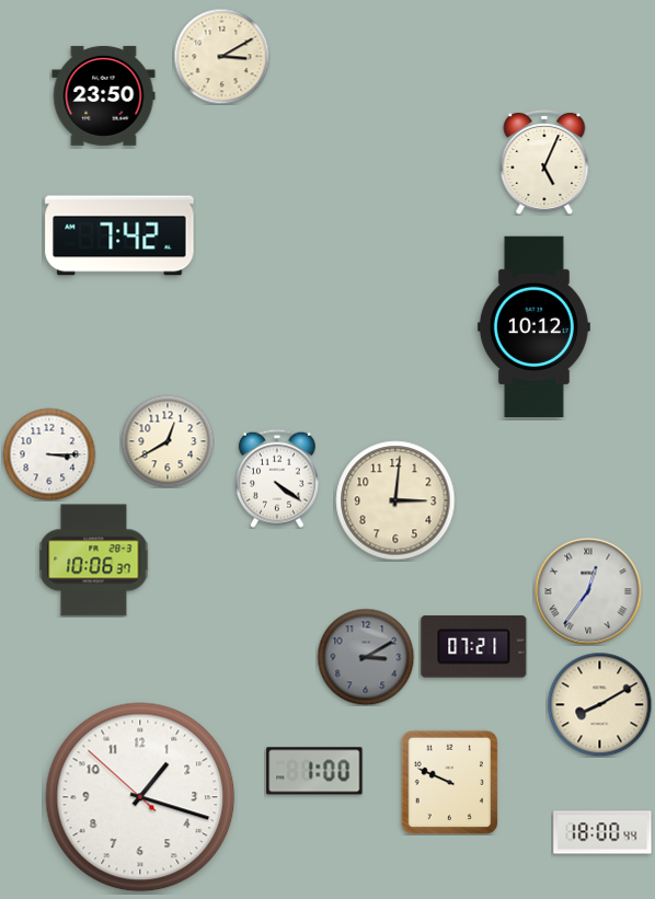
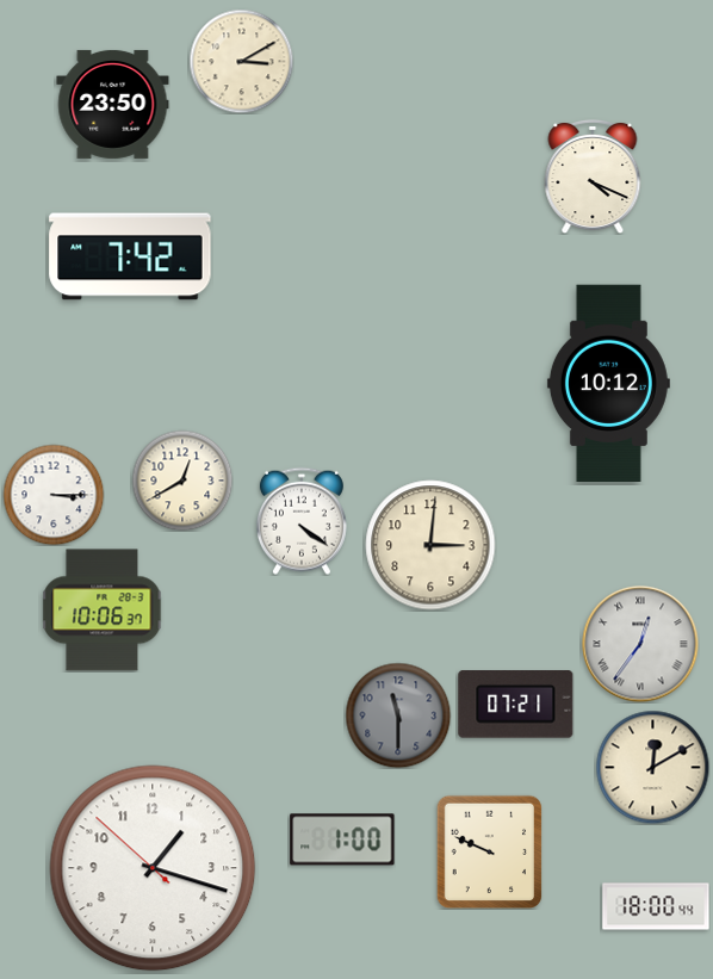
clock at (544, 162): 5:04 -> 4:19
clock at (533, 326) position: (533, 326) -> (608, 383)
clock at (366, 657): 3:10 -> 11:30
clock at (599, 704): 8:10 -> 12:10
